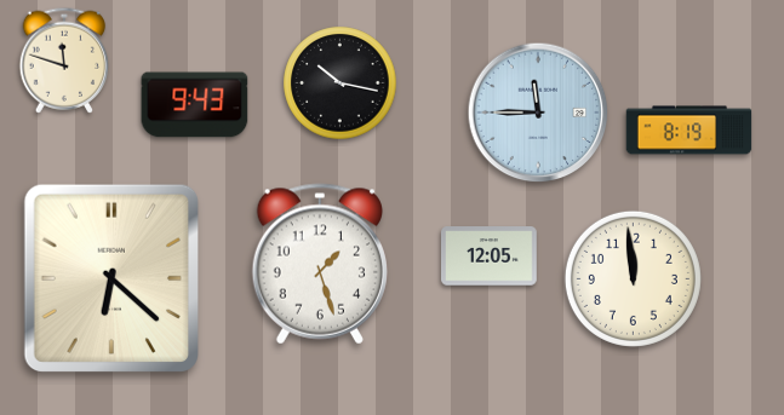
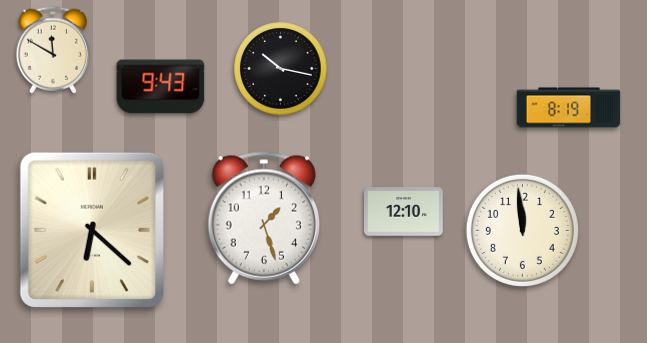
clock at (64, 60): 11:48 -> 11:50
clock at (538, 113): 11:45 -> none
clock at (490, 257): 12:05 -> 12:10
